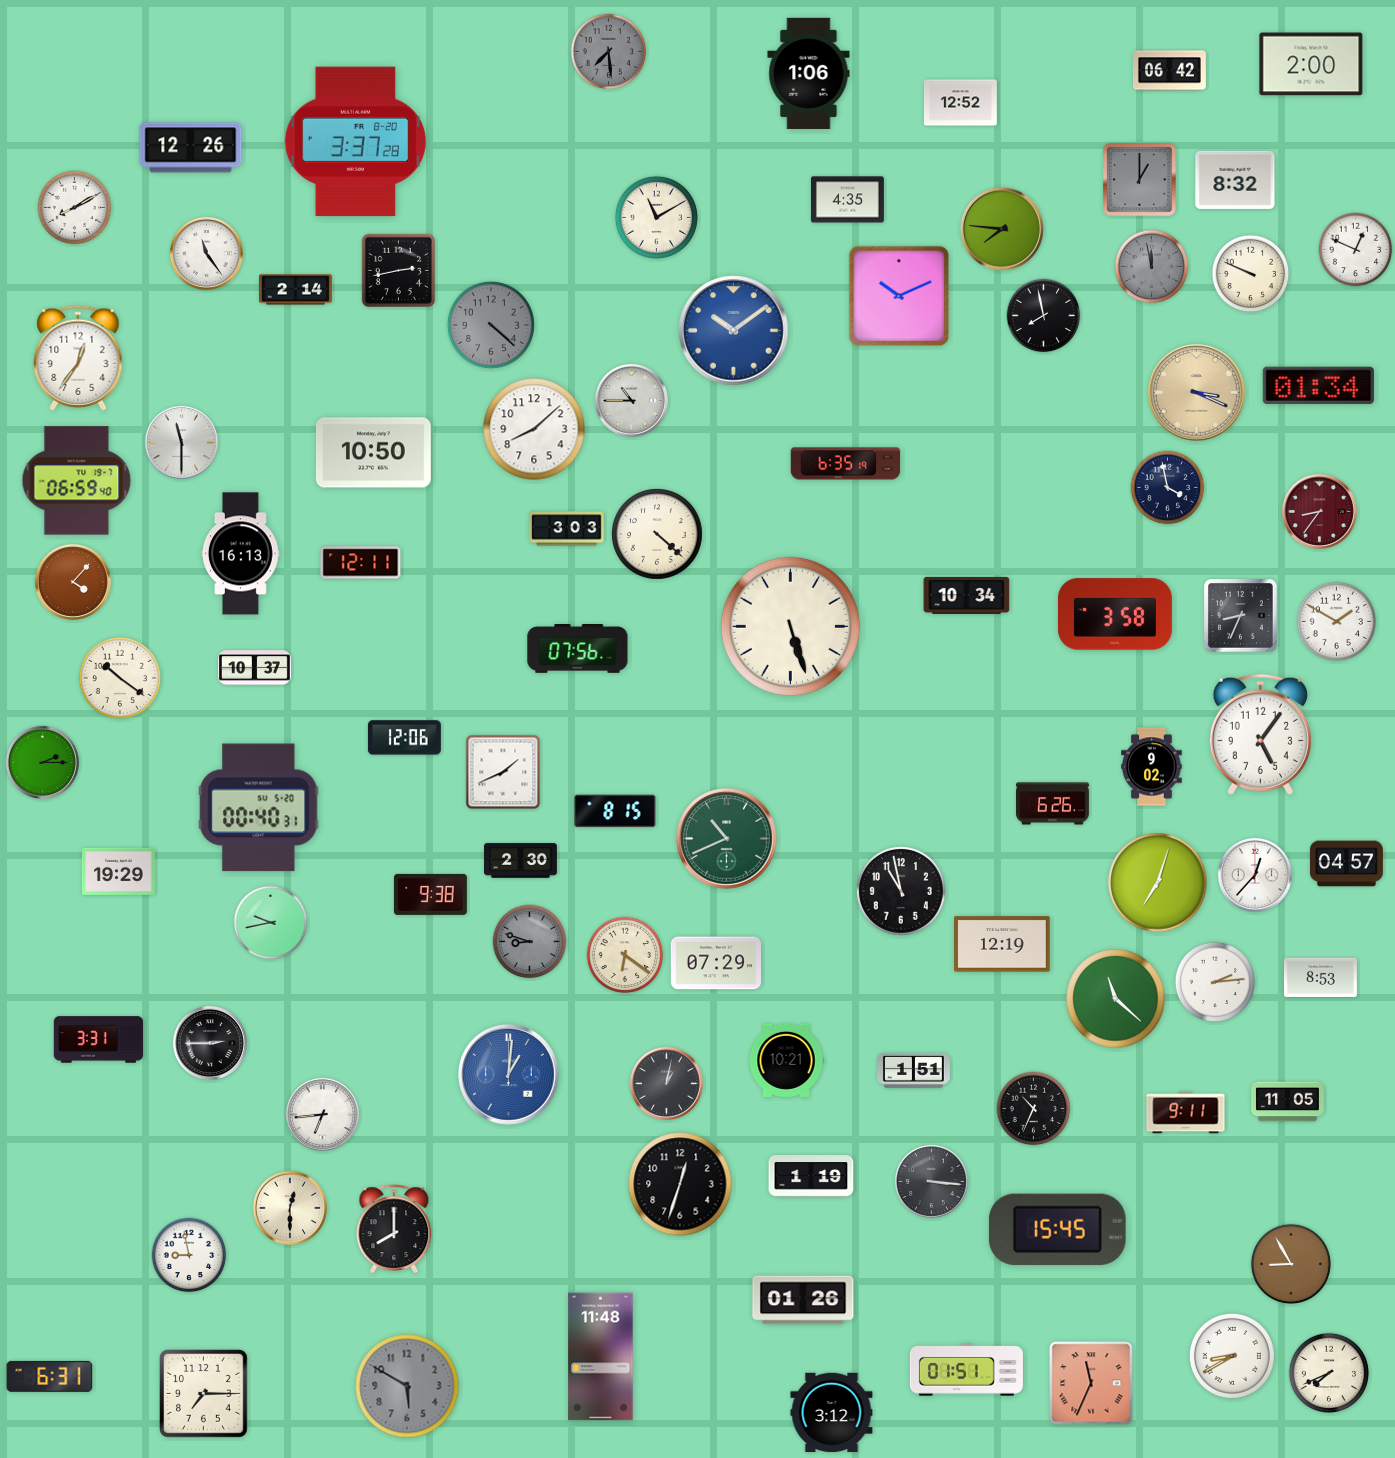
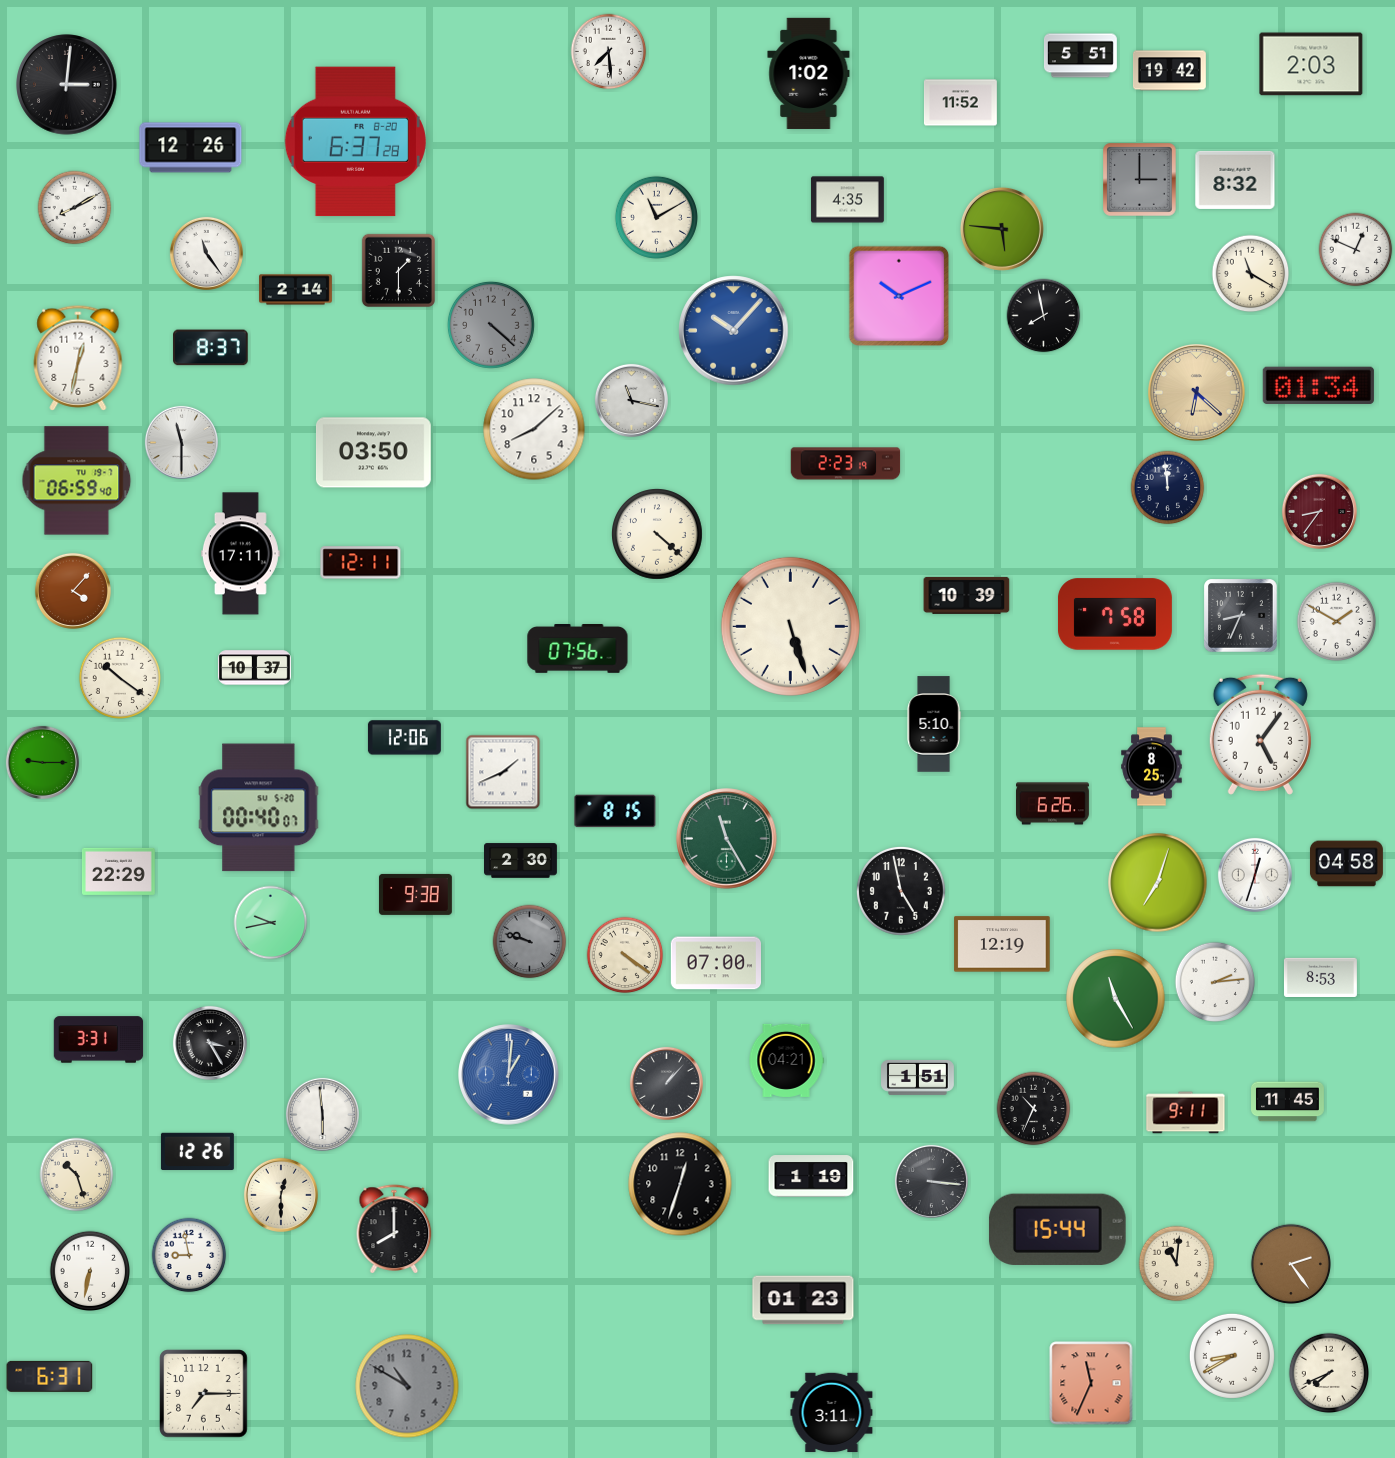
clock at (609, 52) dial: grey -> white
clock at (1080, 56): none -> 5:51
clock at (1311, 64): 2:00 -> 2:03
clock at (1169, 71): 06:42 -> 19:42
clock at (809, 73): 1:06 -> 1:02
clock at (67, 85): none -> 3:01
clock at (960, 103): 12:52 -> 11:52
clock at (355, 142): 3:37 -> 6:37
clock at (1140, 180): 1:00 -> 3:00
clock at (1002, 229): 7:46 -> 5:46
clock at (1152, 267): 11:58 -> none
clock at (398, 270): 2:43 -> 1:30
clock at (1251, 274): 9:49 -> 11:20
clock at (734, 331): 10:09 -> 10:07
clock at (211, 348): none -> 8:37
clock at (78, 358): 12:36 -> 12:32
clock at (1197, 393): 3:19 -> 6:22
clock at (631, 400): 10:45 -> 11:17
clock at (373, 453): 10:50 -> 03:50
clock at (846, 464): 6:35 -> 2:23
clock at (1168, 488): 3:58 -> 11:59
clock at (567, 529): 3:03 -> none
clock at (240, 554): 16:13 -> 17:11
clock at (73, 582) position: (73, 582) -> (73, 591)
clock at (967, 595): 10:34 -> 10:39
clock at (1115, 614): 3:58 -> 7:58
clock at (934, 724): none -> 5:10
clock at (42, 762): 2:15 -> 9:15
clock at (1152, 767): 9:02 -> 8:25
clock at (259, 808): 00:40:31 -> 00:40:07
clock at (727, 839): 10:41 -> 11:25
clock at (1347, 864): 04:57 -> 04:58
clock at (118, 871): 19:29 -> 22:29
clock at (1255, 875): 12:37 -> 12:33
clock at (901, 891): 10:58 -> 4:58
clock at (430, 894) position: (430, 894) -> (415, 894)
clock at (530, 942): 8:48 -> 9:48
clock at (625, 955): 6:21 -> 4:21
clock at (715, 963): 07:29 -> 07:00
clock at (1116, 999): 11:22 -> 11:25
clock at (210, 1043): 2:45 -> 3:25
clock at (786, 1060): 10:21 -> 04:21
clock at (914, 1070) position: (914, 1070) -> (918, 1077)
clock at (666, 1083): 1:02 -> 1:07
clock at (1288, 1102): 11:05 -> 11:45
clock at (322, 1114): 6:44 -> 5:59
clock at (197, 1151): none -> 12:26
clock at (77, 1175): none -> 10:27
clock at (290, 1208) position: (290, 1208) -> (281, 1195)
clock at (1057, 1229): 15:45 -> 15:44
clock at (1290, 1263): 8:55 -> 2:24
clock at (1177, 1264): none -> 11:01
clock at (89, 1270): none -> 6:32
clock at (803, 1300): 01:26 -> 01:23
clock at (601, 1357): 11:48 -> none
clock at (966, 1370): 01:51 -> none
clock at (407, 1386): 5:50 -> 10:50
clock at (832, 1413): 3:12 -> 3:11
